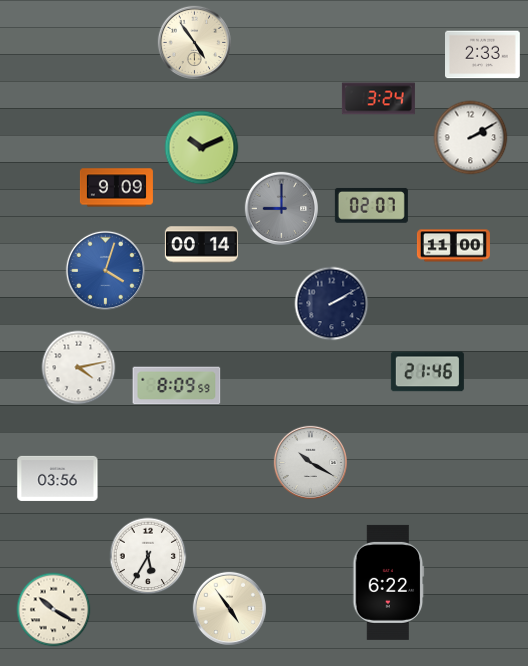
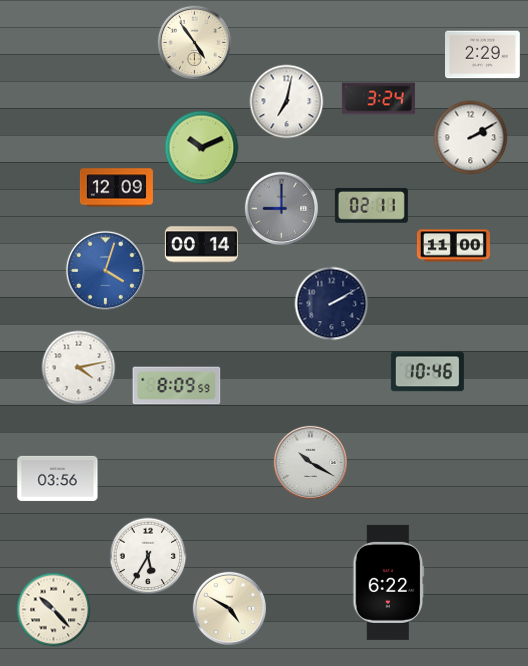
clock at (483, 55): 2:33 -> 2:29
clock at (287, 102): none -> 7:02
clock at (116, 188): 9:09 -> 12:09
clock at (371, 206): 02:07 -> 02:11
clock at (427, 372): 21:46 -> 10:46
clock at (230, 609): 4:54 -> 4:50
clock at (54, 610): 10:20 -> 10:23
